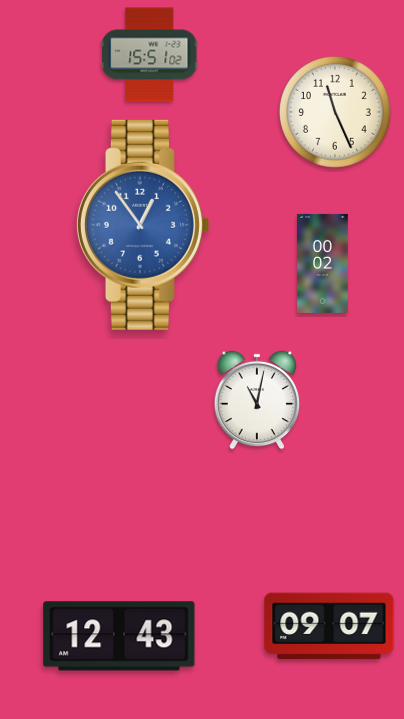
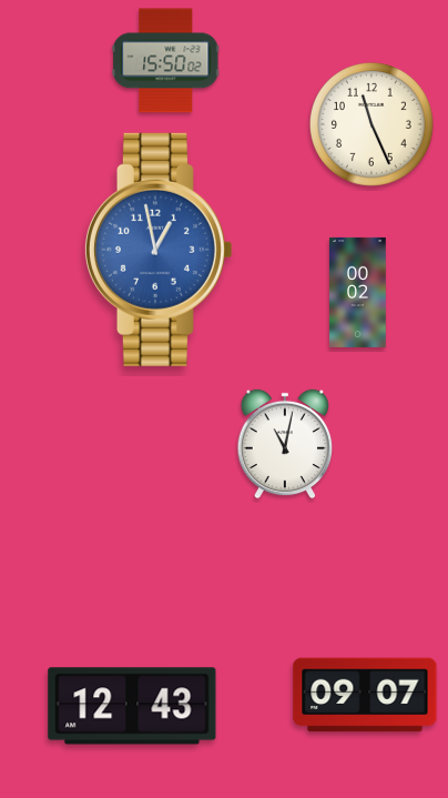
clock at (150, 55): 15:51 -> 15:50
clock at (142, 225): 12:54 -> 12:58
